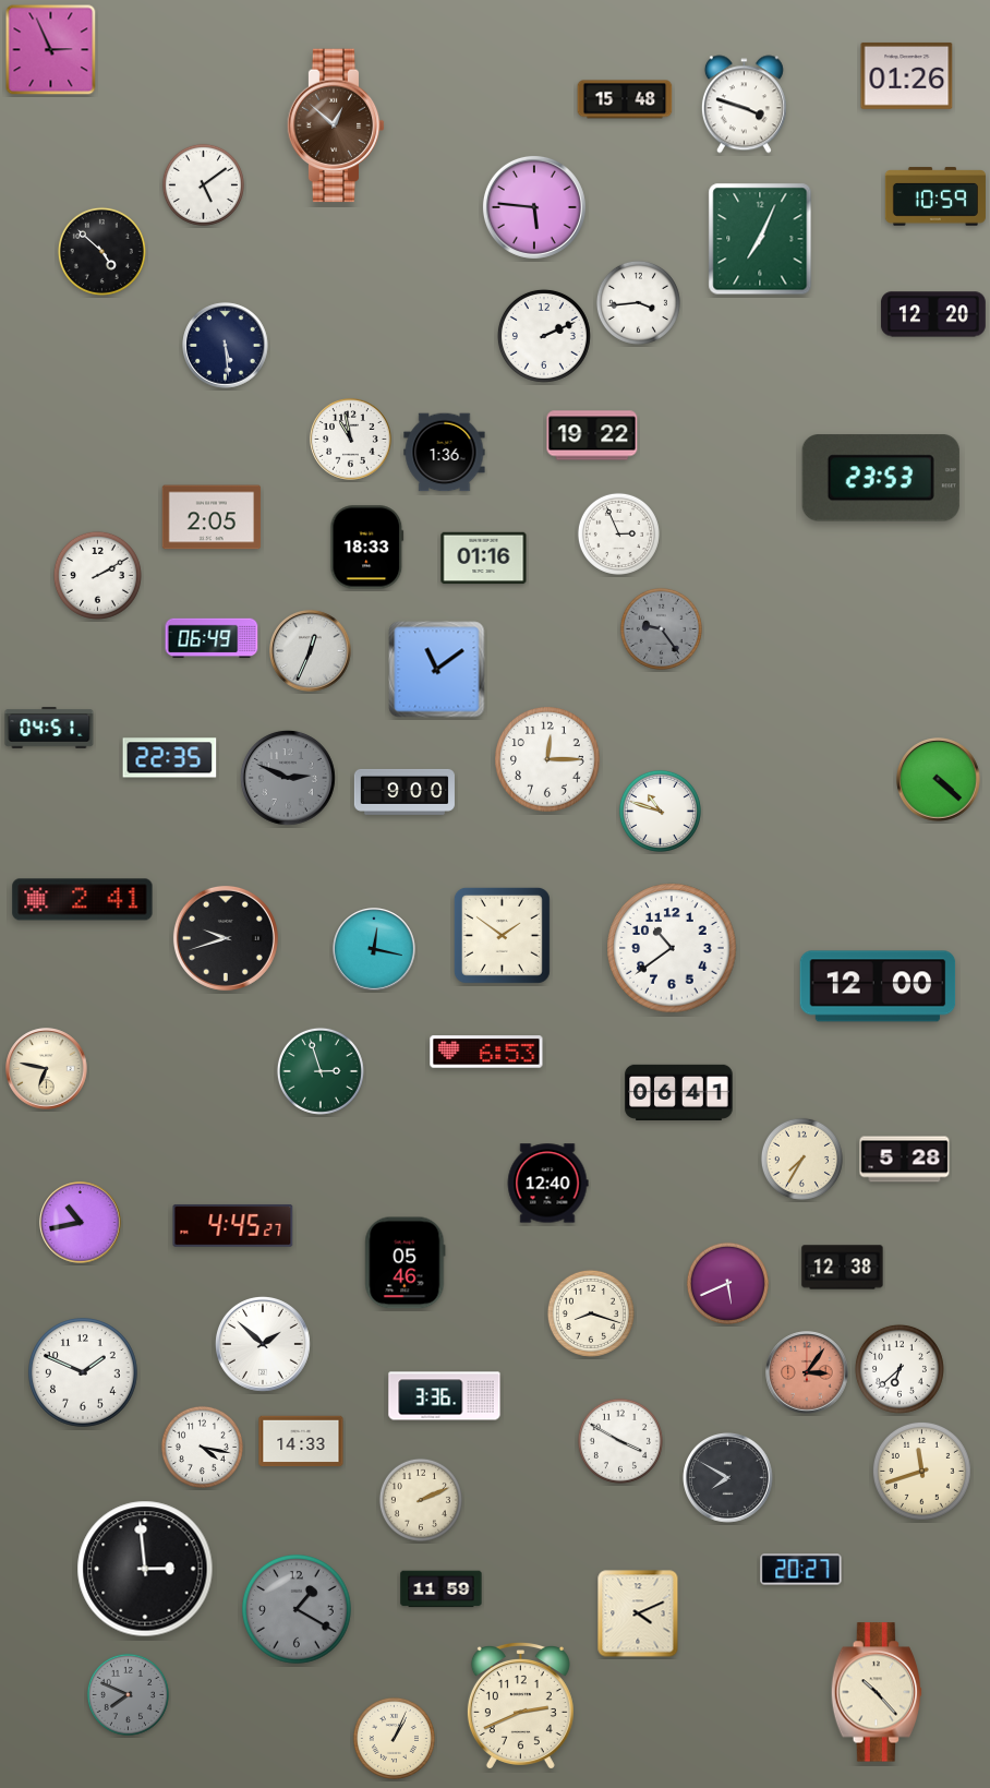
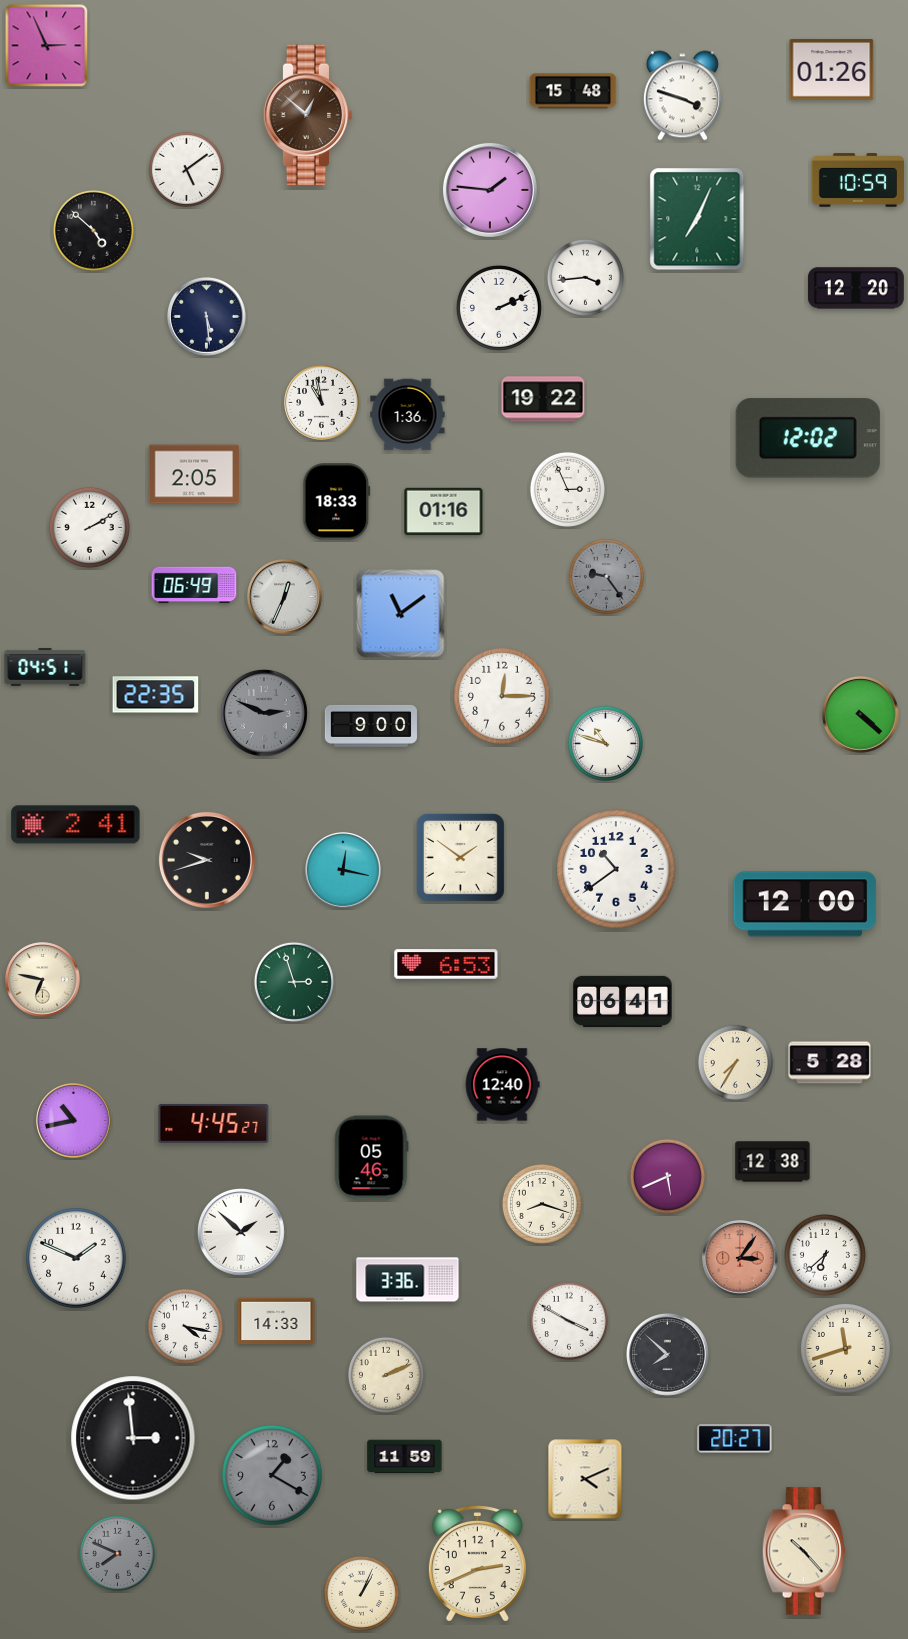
clock at (534, 207): 5:46 -> 1:46
clock at (881, 478): 23:53 -> 12:02
clock at (728, 1478): 7:50 -> 7:52
